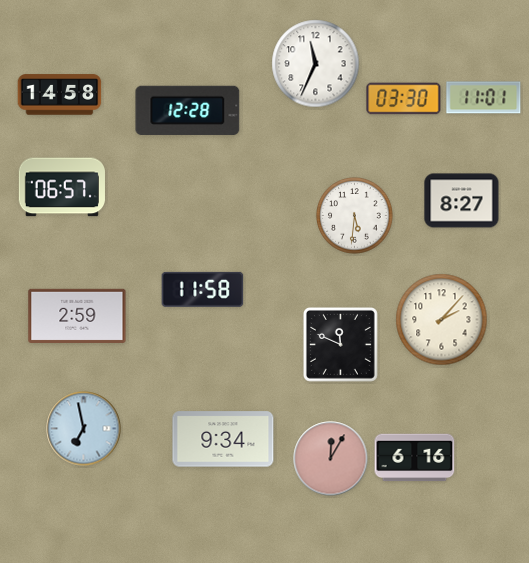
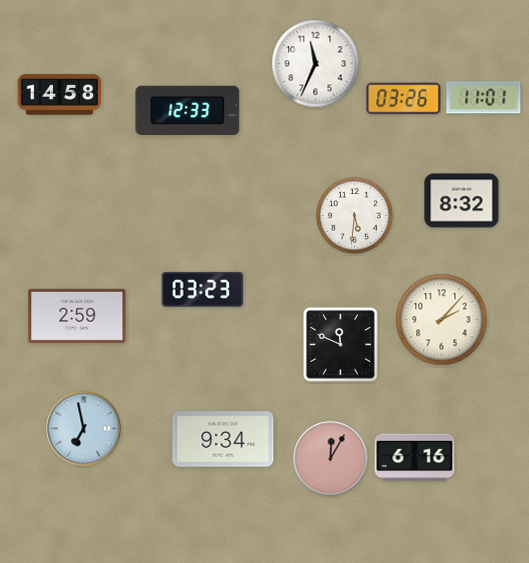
clock at (404, 99): 03:30 -> 03:26
clock at (188, 110): 12:28 -> 12:33
clock at (62, 187): 06:57 -> none
clock at (462, 201): 8:27 -> 8:32
clock at (203, 289): 11:58 -> 03:23
